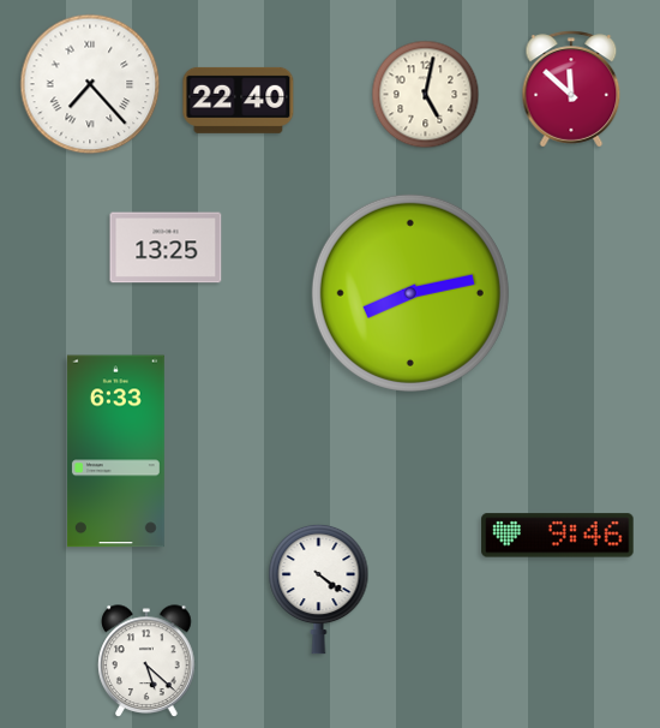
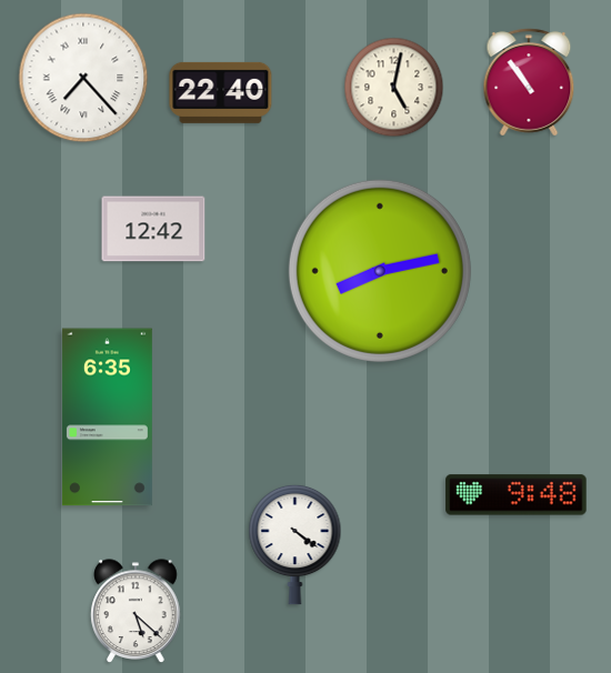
clock at (571, 89): 11:52 -> 10:54
clock at (166, 247): 13:25 -> 12:42
clock at (115, 452): 6:33 -> 6:35
clock at (558, 536): 9:46 -> 9:48
